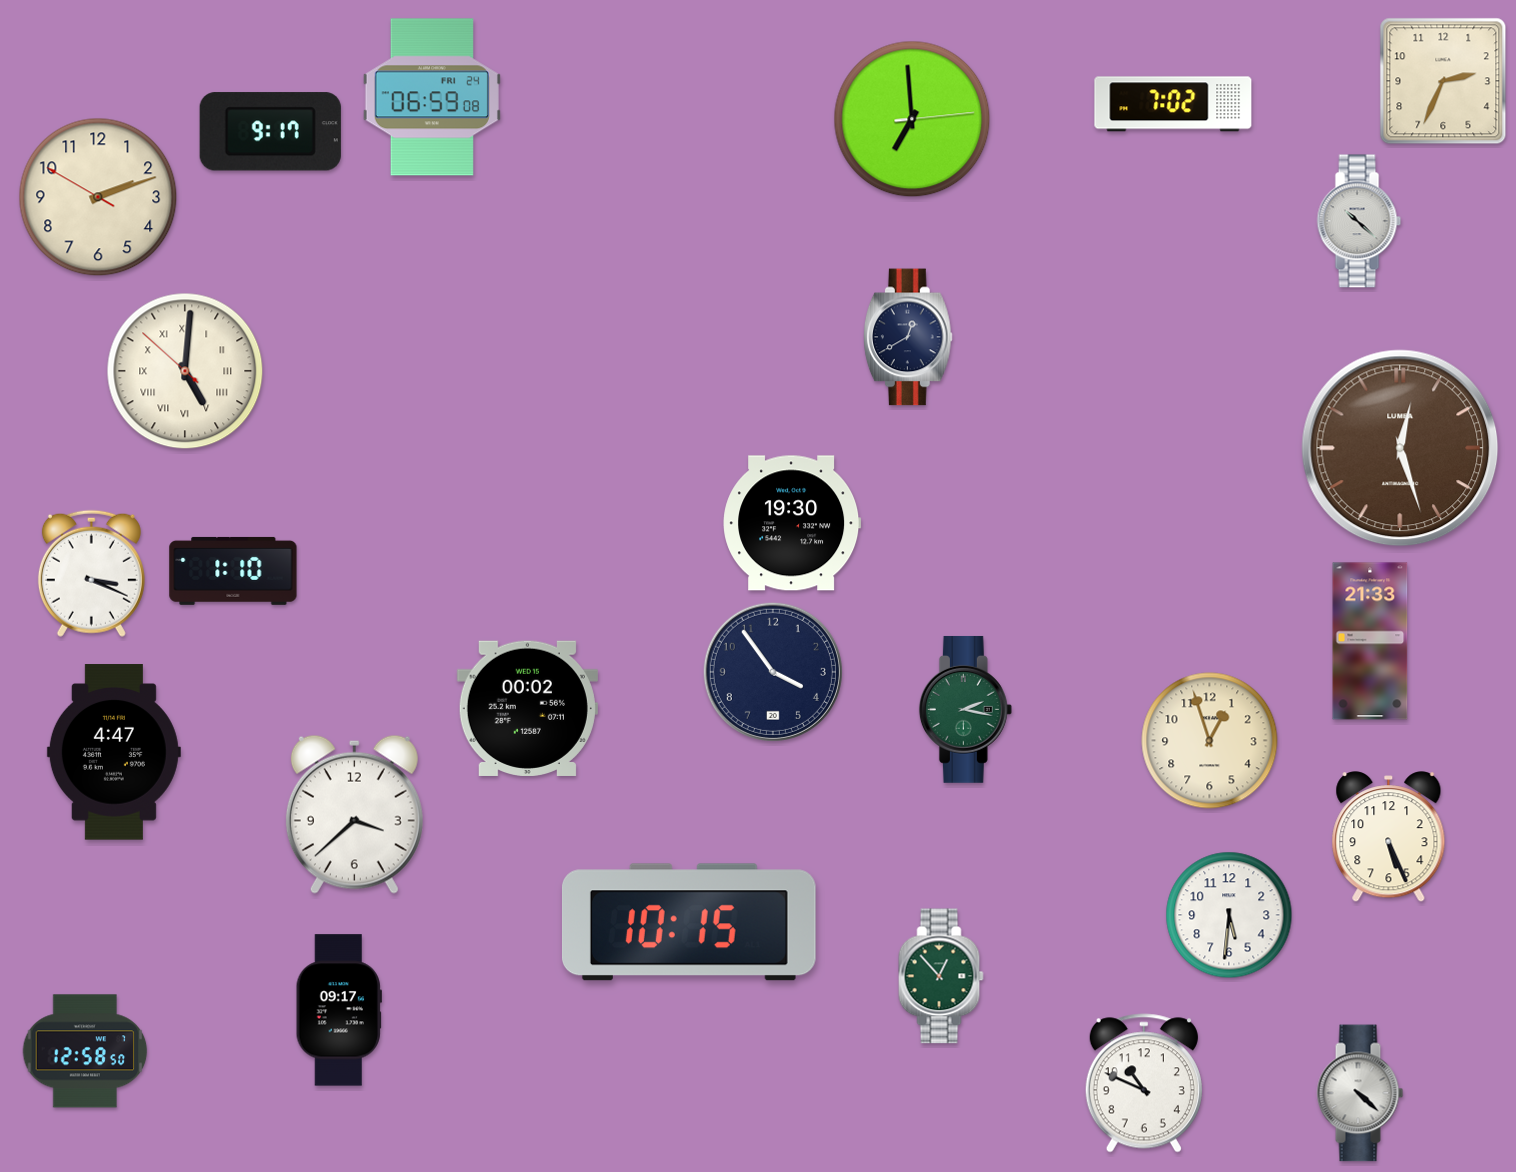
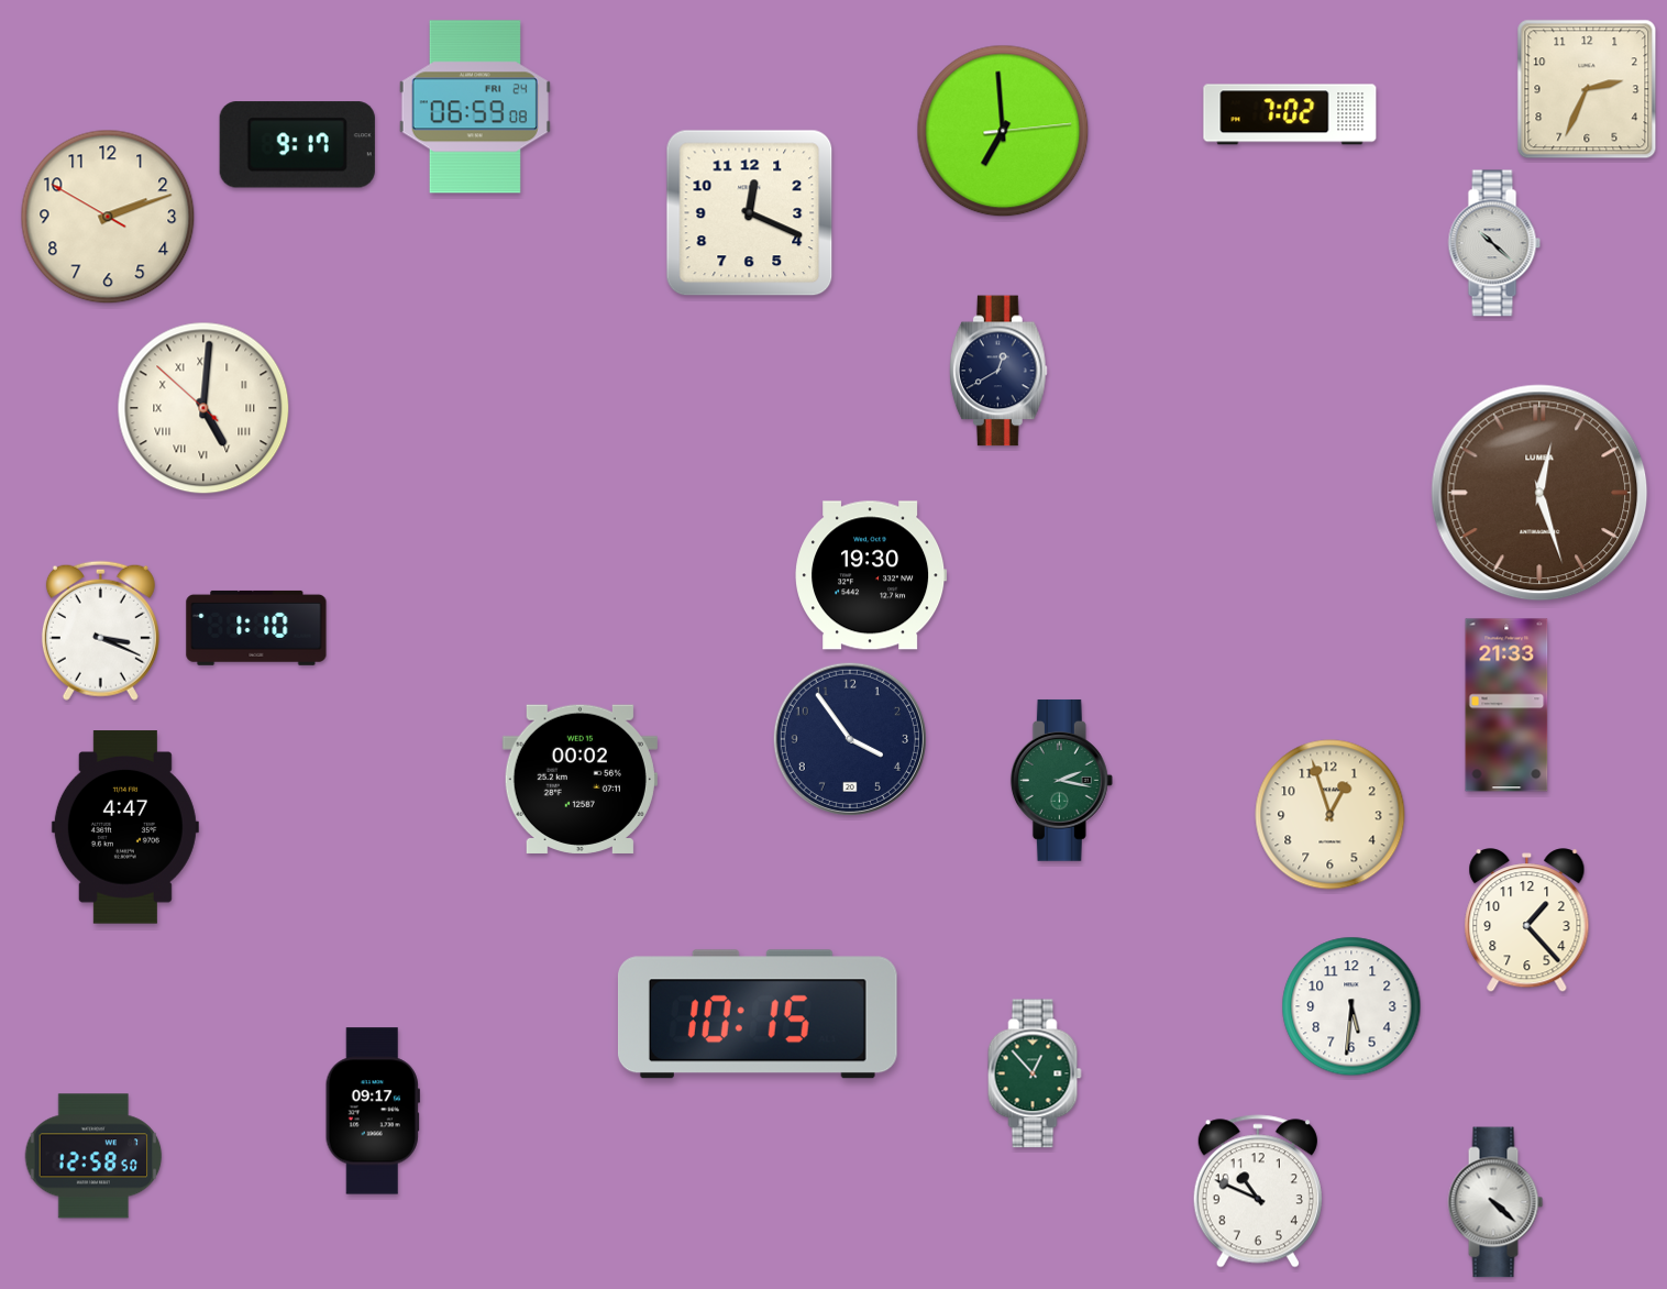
clock at (750, 213): none -> 12:19
clock at (354, 814): 3:38 -> none
clock at (1389, 837): 5:26 -> 1:23
